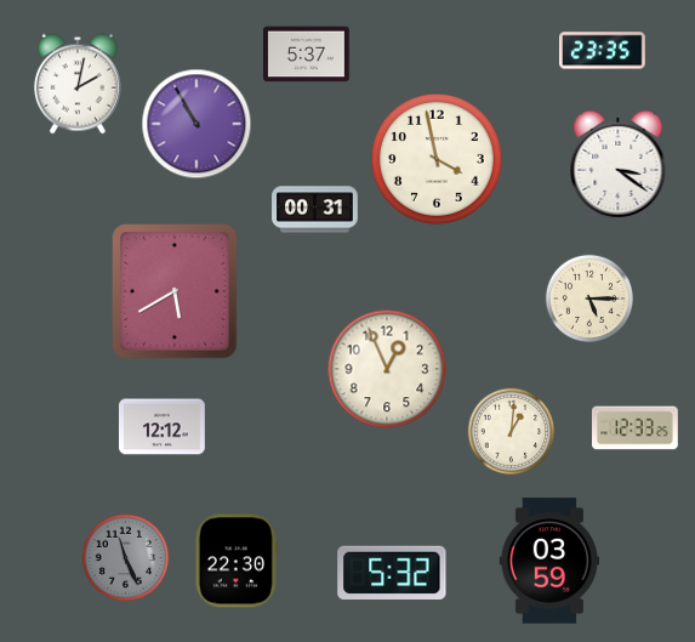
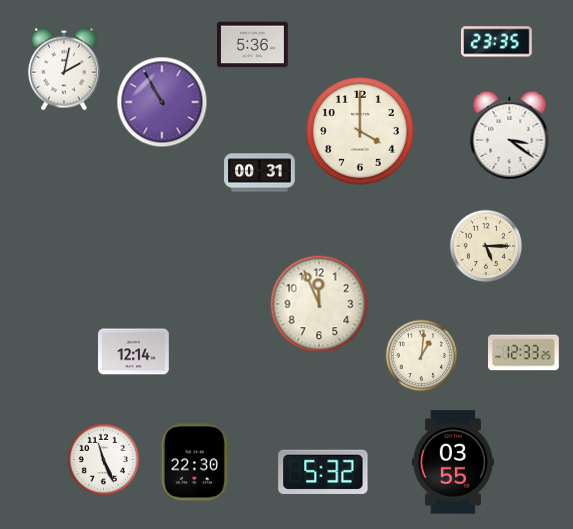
clock at (307, 55): 5:37 -> 5:36
clock at (438, 160): 3:58 -> 4:00
clock at (175, 291): 5:40 -> none
clock at (387, 369): 12:56 -> 11:56
clock at (163, 427): 12:12 -> 12:14
clock at (126, 558) dial: grey -> white
clock at (549, 561): 03:59 -> 03:55
